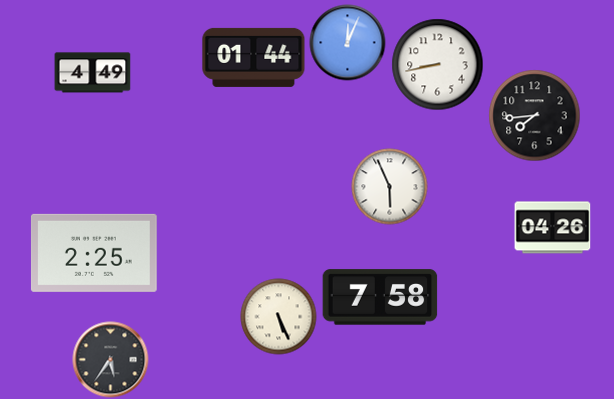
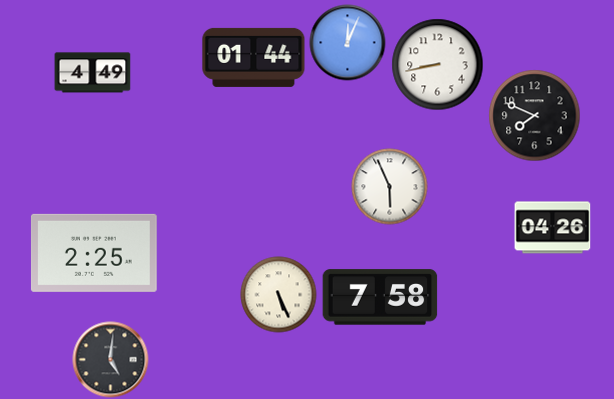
clock at (535, 116): 7:44 -> 7:49
clock at (279, 317) position: (279, 317) -> (279, 295)
clock at (111, 360): 5:36 -> 5:01
